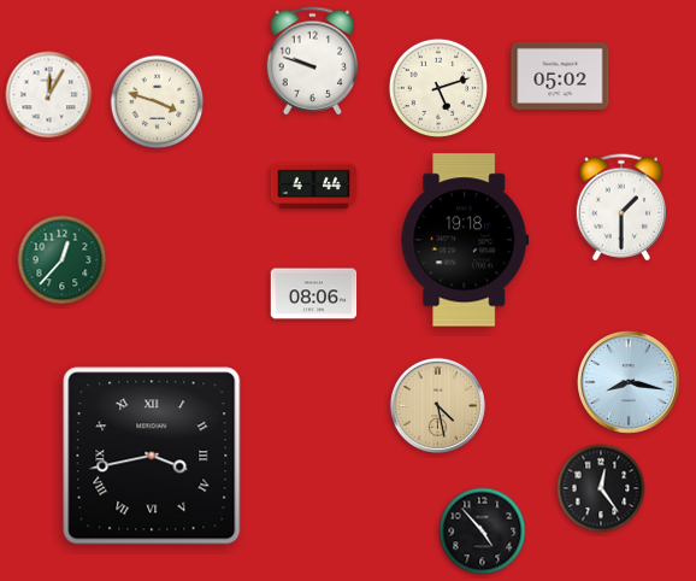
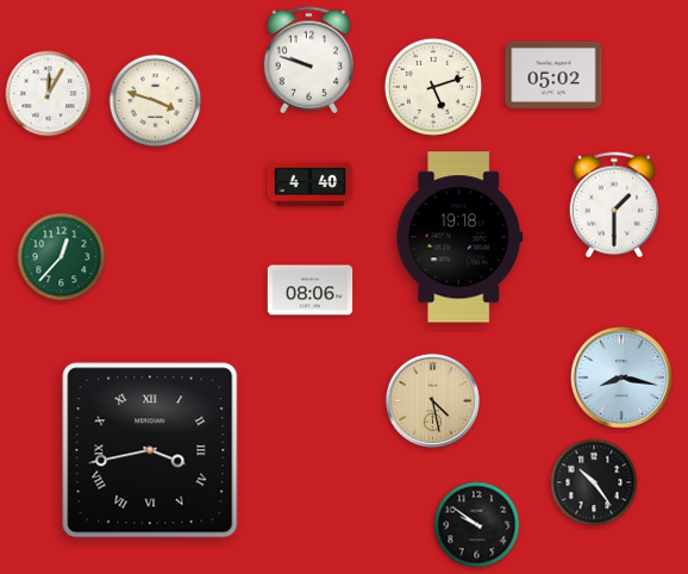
clock at (314, 187): 4:44 -> 4:40
clock at (601, 488): 12:24 -> 10:24
clock at (483, 532): 4:53 -> 9:51
